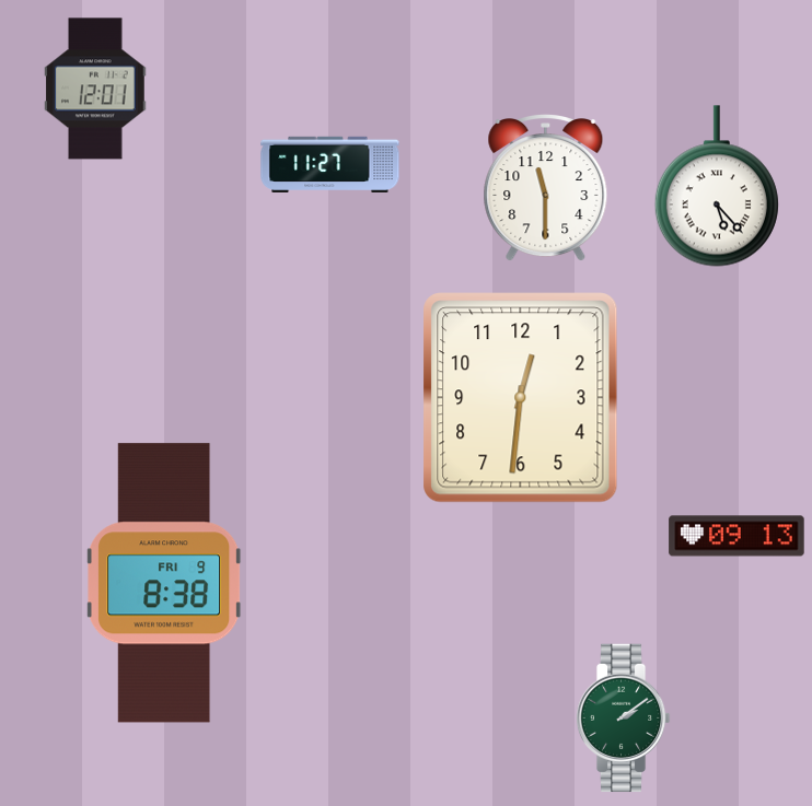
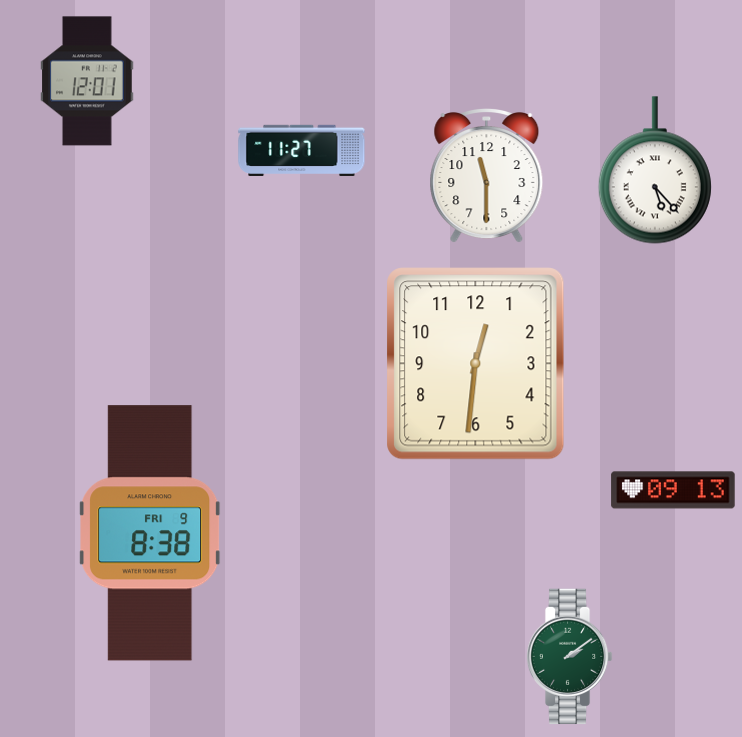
clock at (546, 189) position: (546, 189) -> (487, 177)
